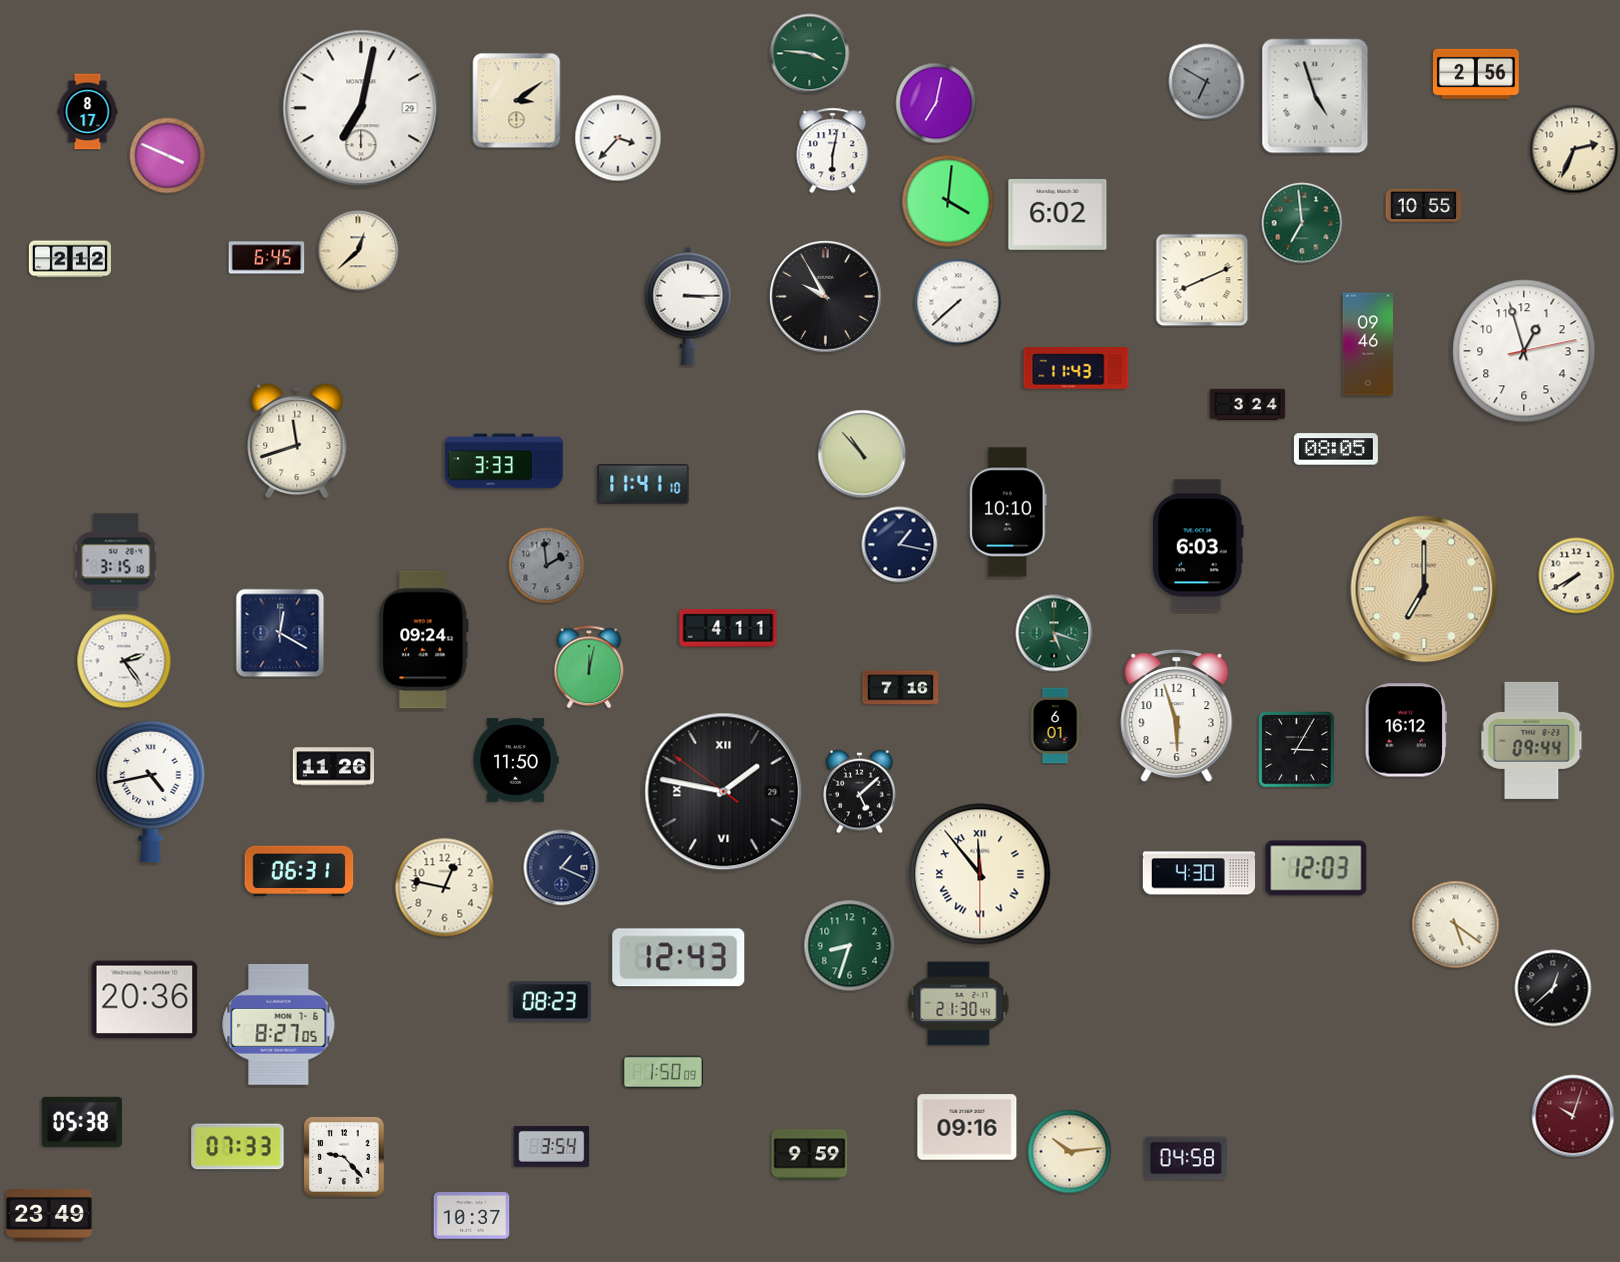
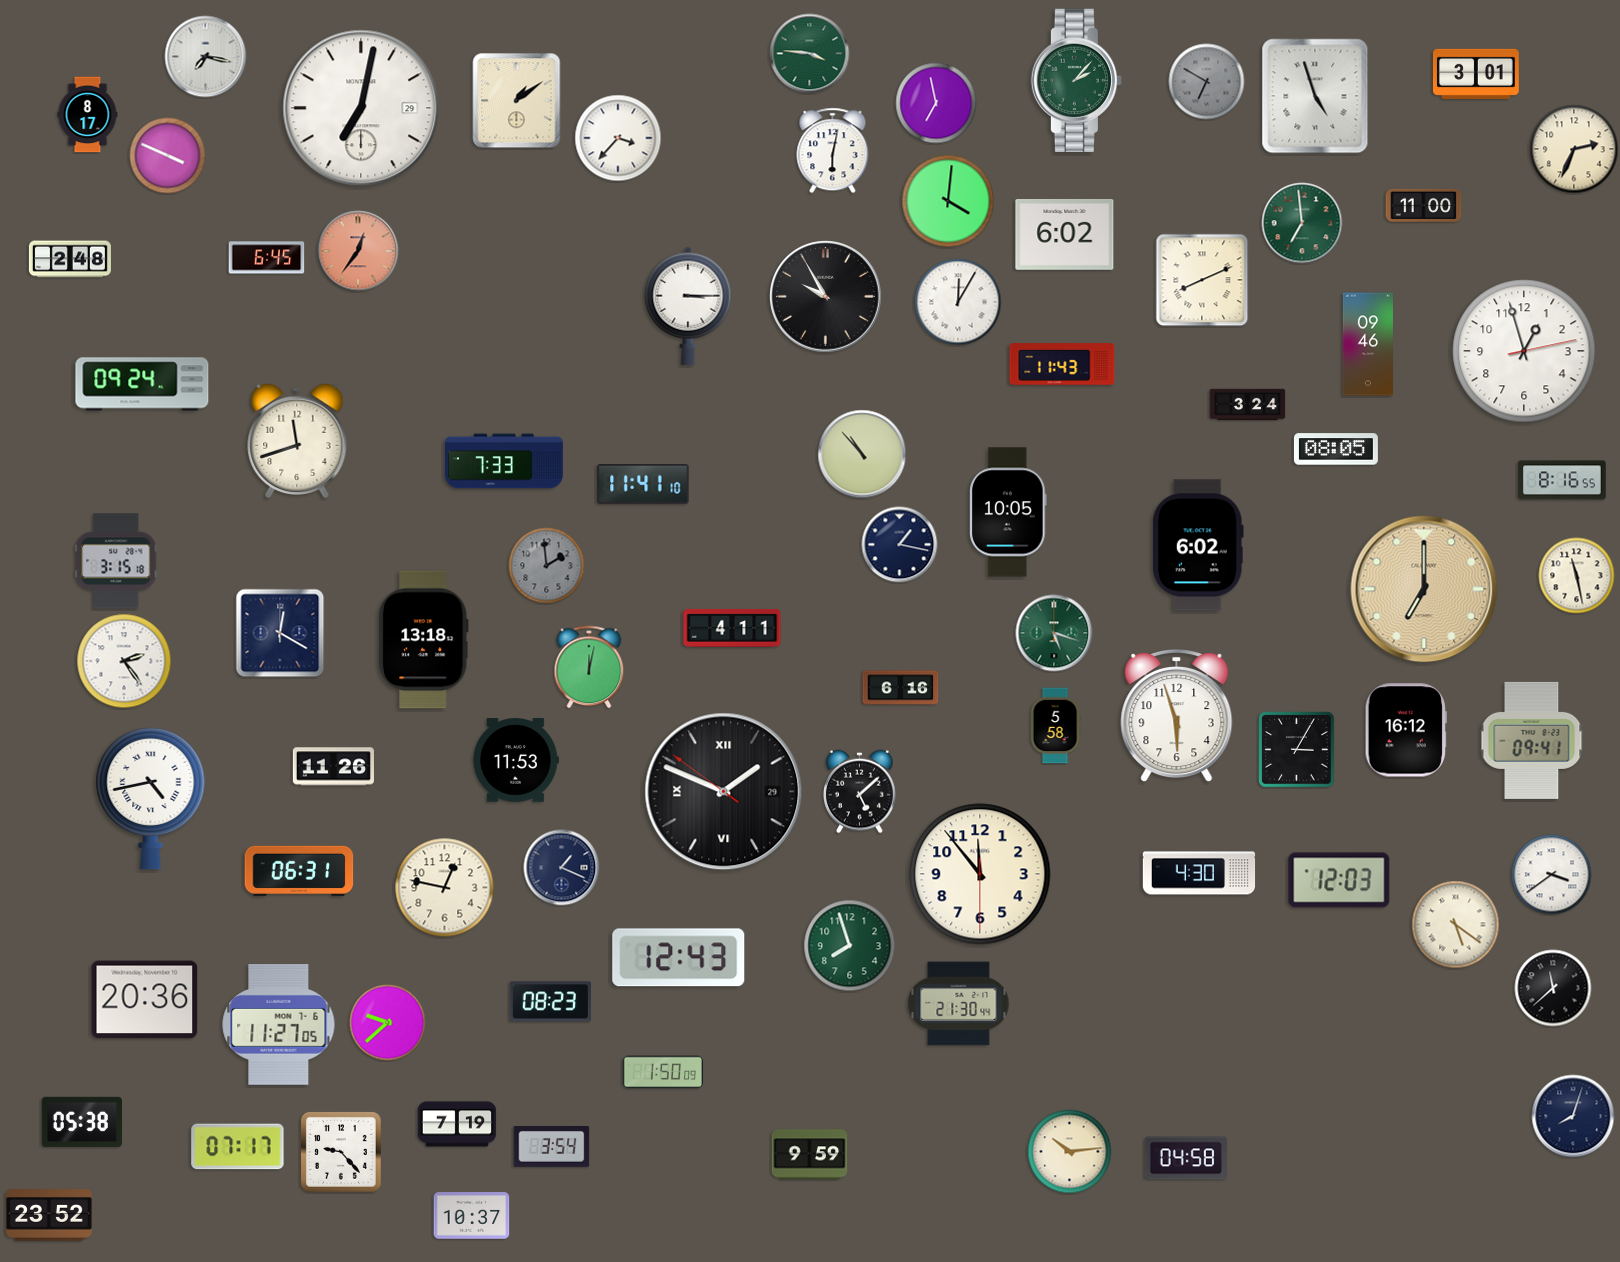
clock at (206, 57): none -> 7:17
clock at (1476, 74): 2:56 -> 3:01
clock at (1077, 81): none -> 2:07
clock at (517, 101): 3:09 -> 1:09
clock at (936, 103): 7:02 -> 6:58
clock at (88, 112) position: (88, 112) -> (88, 115)
clock at (1424, 205): 10:55 -> 11:00
clock at (1058, 214) position: (1058, 214) -> (1065, 234)
clock at (358, 251): 12:38 -> 12:36
clock at (358, 251) dial: cream -> salmon
clock at (70, 259): 2:12 -> 2:48
clock at (958, 302): 7:38 -> 12:05
clock at (1076, 368) position: (1076, 368) -> (1062, 364)
clock at (142, 384): none -> 09:24
clock at (504, 461): 3:33 -> 7:33
clock at (1562, 480): none -> 8:16
clock at (1008, 512): 10:10 -> 10:05
clock at (1198, 545): 6:03 -> 6:02
clock at (1577, 576): 7:40 -> 11:28
clock at (728, 629) position: (728, 629) -> (732, 629)
clock at (424, 640): 09:24 -> 13:18
clock at (901, 688): 7:16 -> 6:16
clock at (1055, 726): 6:01 -> 5:58
clock at (1532, 740): 09:44 -> 09:41
clock at (516, 760): 11:50 -> 11:53
clock at (151, 791) position: (151, 791) -> (151, 798)
clock at (724, 792): 1:46 -> 1:48
clock at (1316, 868) position: (1316, 868) -> (1339, 880)
clock at (980, 874) numerals: Roman -> Arabic
clock at (1552, 875): none -> 3:39
clock at (850, 946): 8:33 -> 7:57
clock at (1553, 988): 12:38 -> 11:38
clock at (388, 1023): none -> 9:38
clock at (279, 1025): 8:27 -> 11:27
clock at (1573, 1116): 10:03 -> 8:03
clock at (1573, 1116) dial: burgundy -> navy
clock at (457, 1124): none -> 7:19
clock at (967, 1127): 09:16 -> none
clock at (238, 1147): 07:33 -> 07:17
clock at (344, 1157) position: (344, 1157) -> (341, 1152)
clock at (50, 1216): 23:49 -> 23:52
